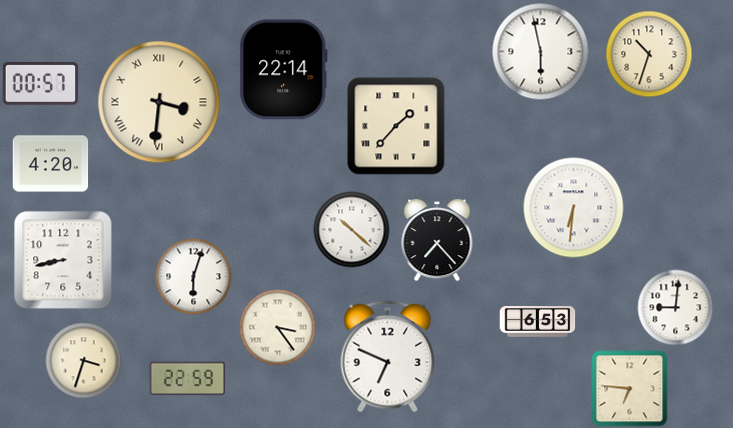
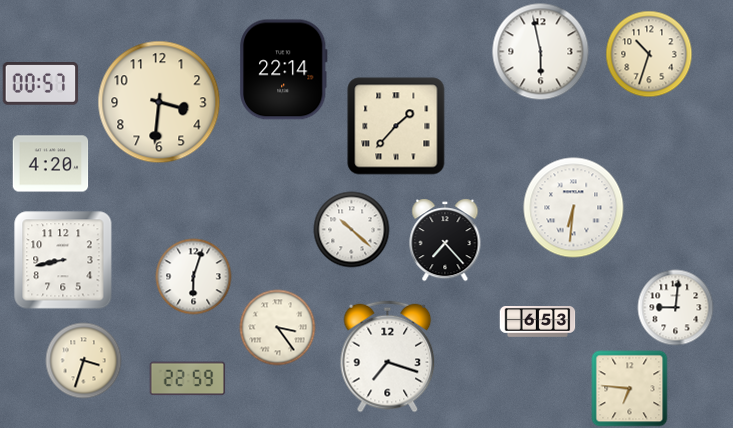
clock at (159, 102) numerals: Roman -> Arabic
clock at (437, 240) position: (437, 240) -> (445, 240)
clock at (388, 357): 6:49 -> 7:18
